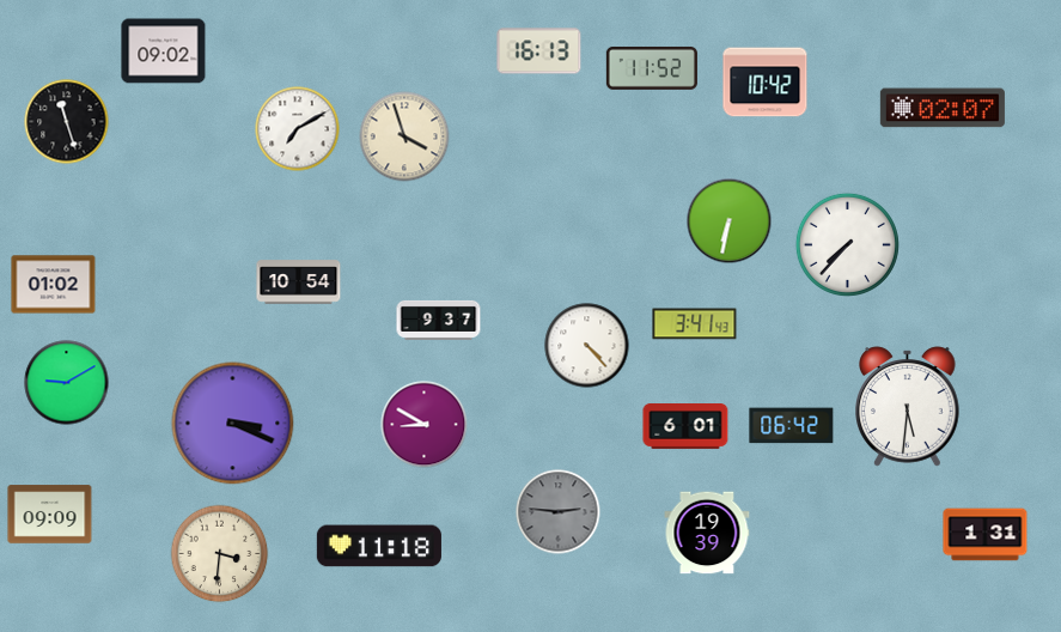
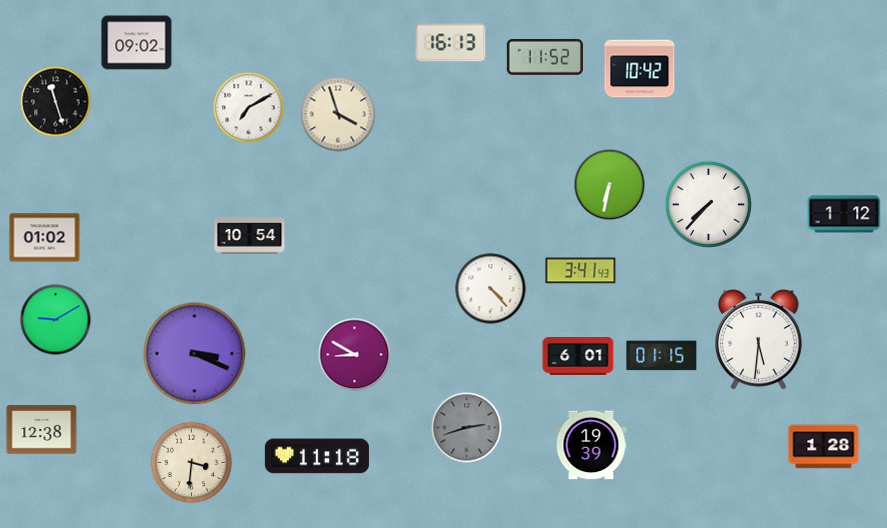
clock at (943, 108): 02:07 -> none
clock at (844, 214): none -> 1:12
clock at (439, 320): 9:37 -> none
clock at (792, 426): 06:42 -> 01:15
clock at (685, 427) position: (685, 427) -> (578, 357)
clock at (559, 512): 2:46 -> 2:42
clock at (50, 515): 09:09 -> 12:38
clock at (986, 535): 1:31 -> 1:28
clock at (220, 554) position: (220, 554) -> (192, 463)
